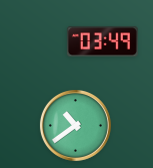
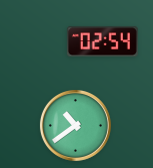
clock at (102, 42): 03:49 -> 02:54
